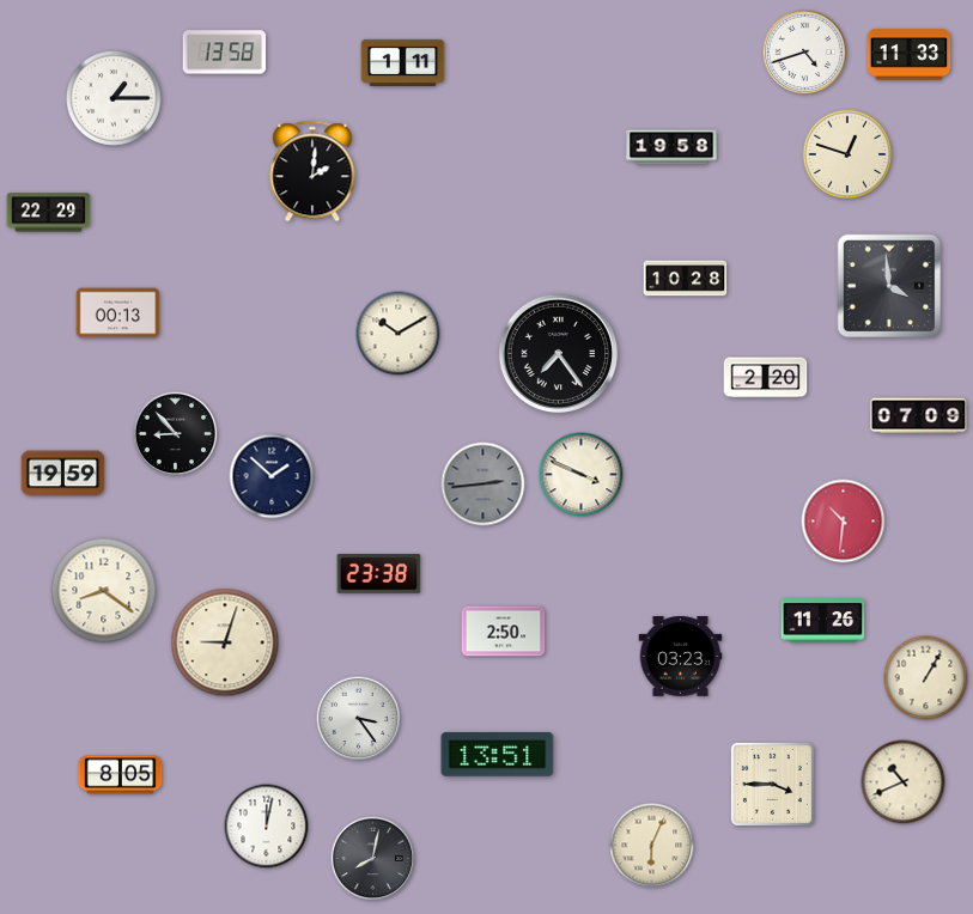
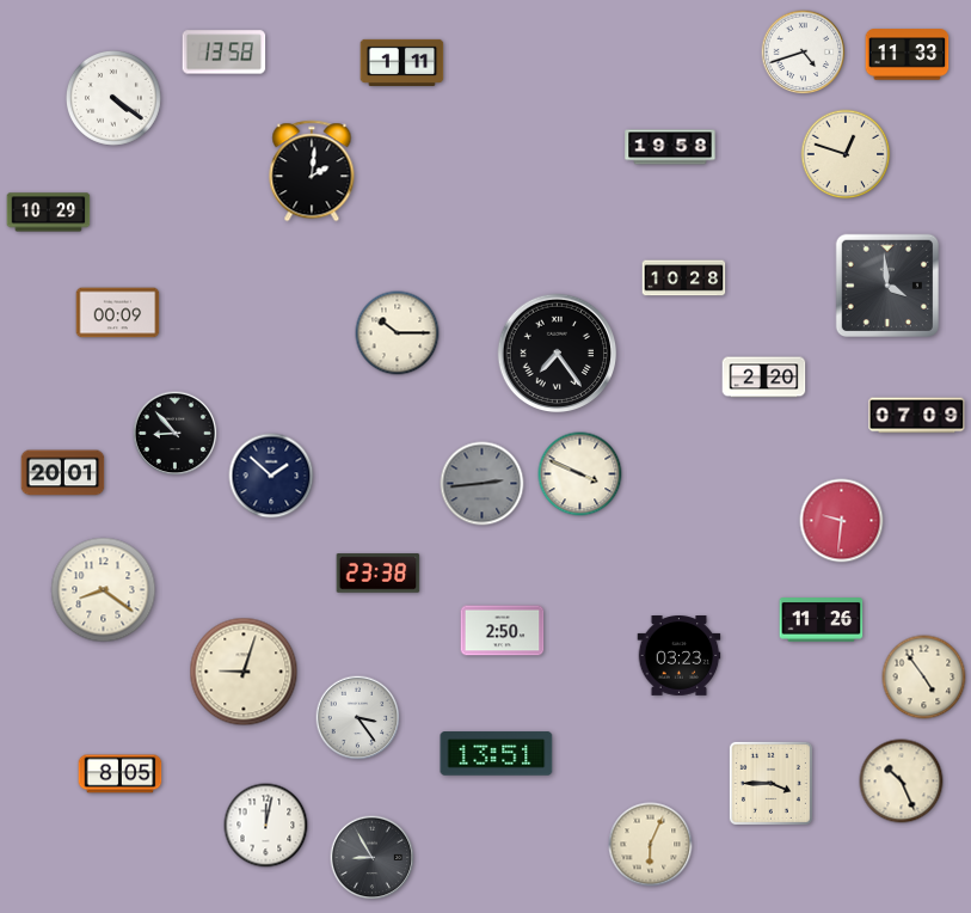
clock at (114, 98): 1:15 -> 4:21
clock at (49, 213): 22:29 -> 10:29
clock at (118, 313): 00:13 -> 00:09
clock at (399, 334): 10:10 -> 10:15
clock at (63, 474): 19:59 -> 20:01
clock at (844, 522): 10:31 -> 9:31
clock at (225, 642) position: (225, 642) -> (244, 672)
clock at (926, 678): 1:05 -> 4:54
clock at (904, 782): 10:41 -> 10:26
clock at (373, 859): 8:02 -> 8:55
